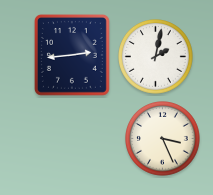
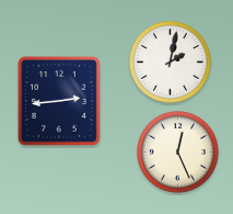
clock at (72, 55) position: (72, 55) -> (59, 101)
clock at (163, 139): 3:26 -> 12:26
